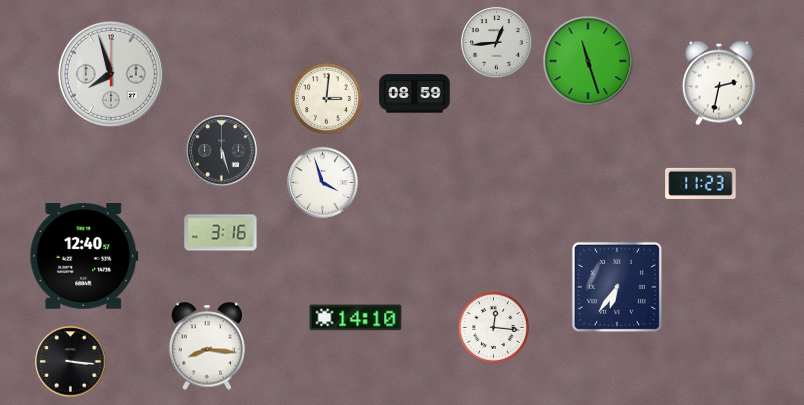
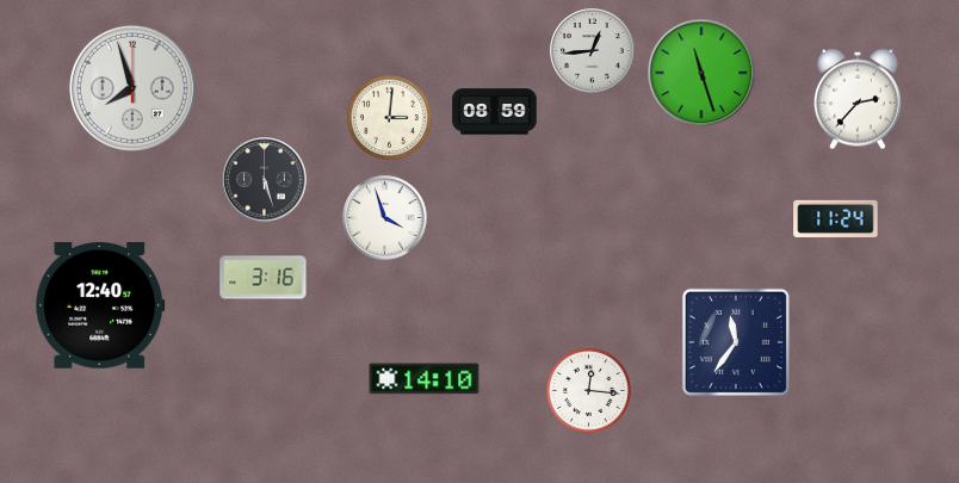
clock at (719, 83): 2:32 -> 2:37
clock at (701, 183): 11:23 -> 11:24
clock at (617, 287): 6:36 -> 11:36
clock at (207, 346): 8:16 -> none
clock at (71, 362): 3:16 -> none
